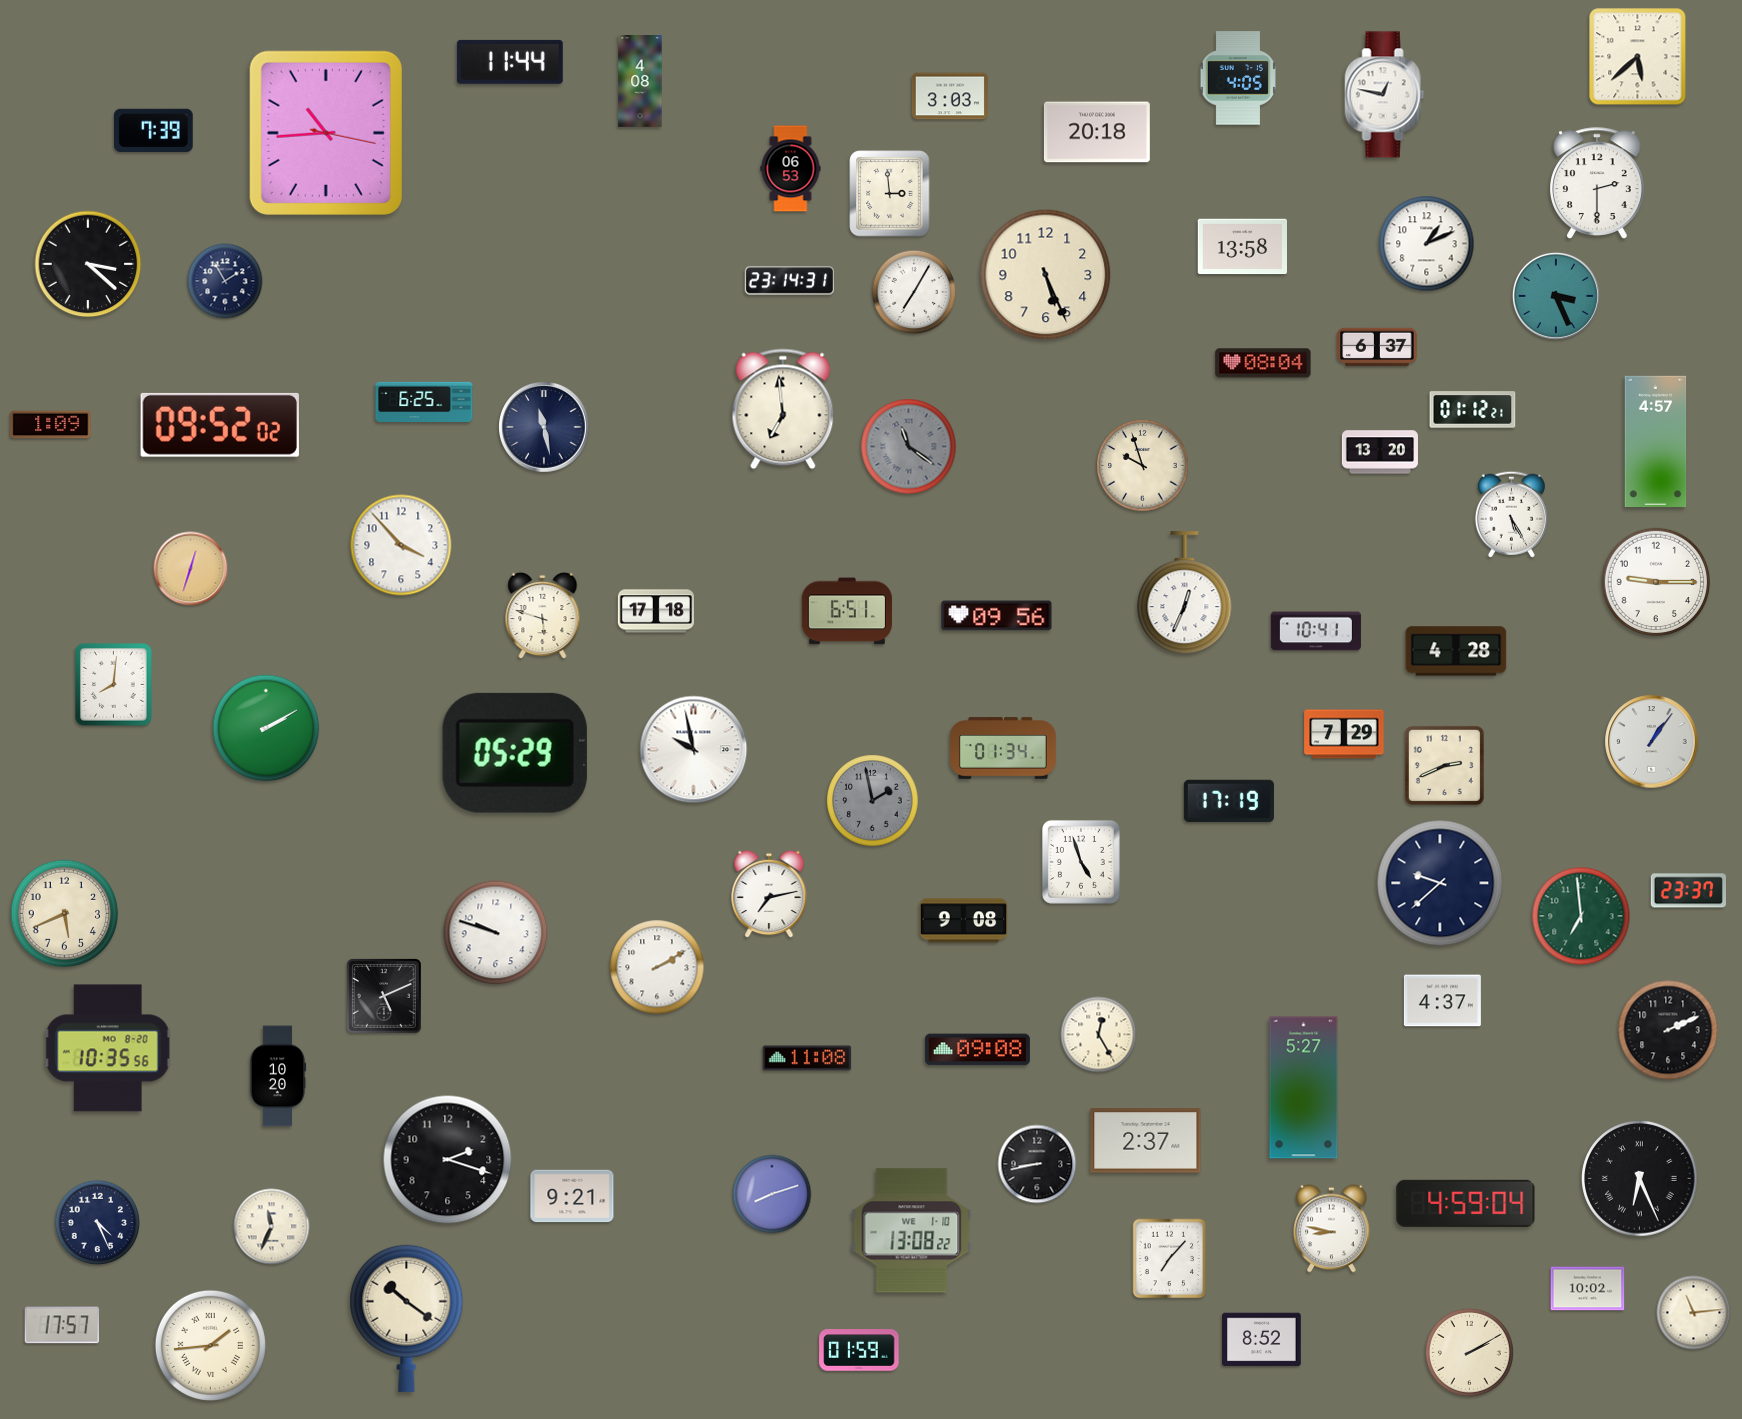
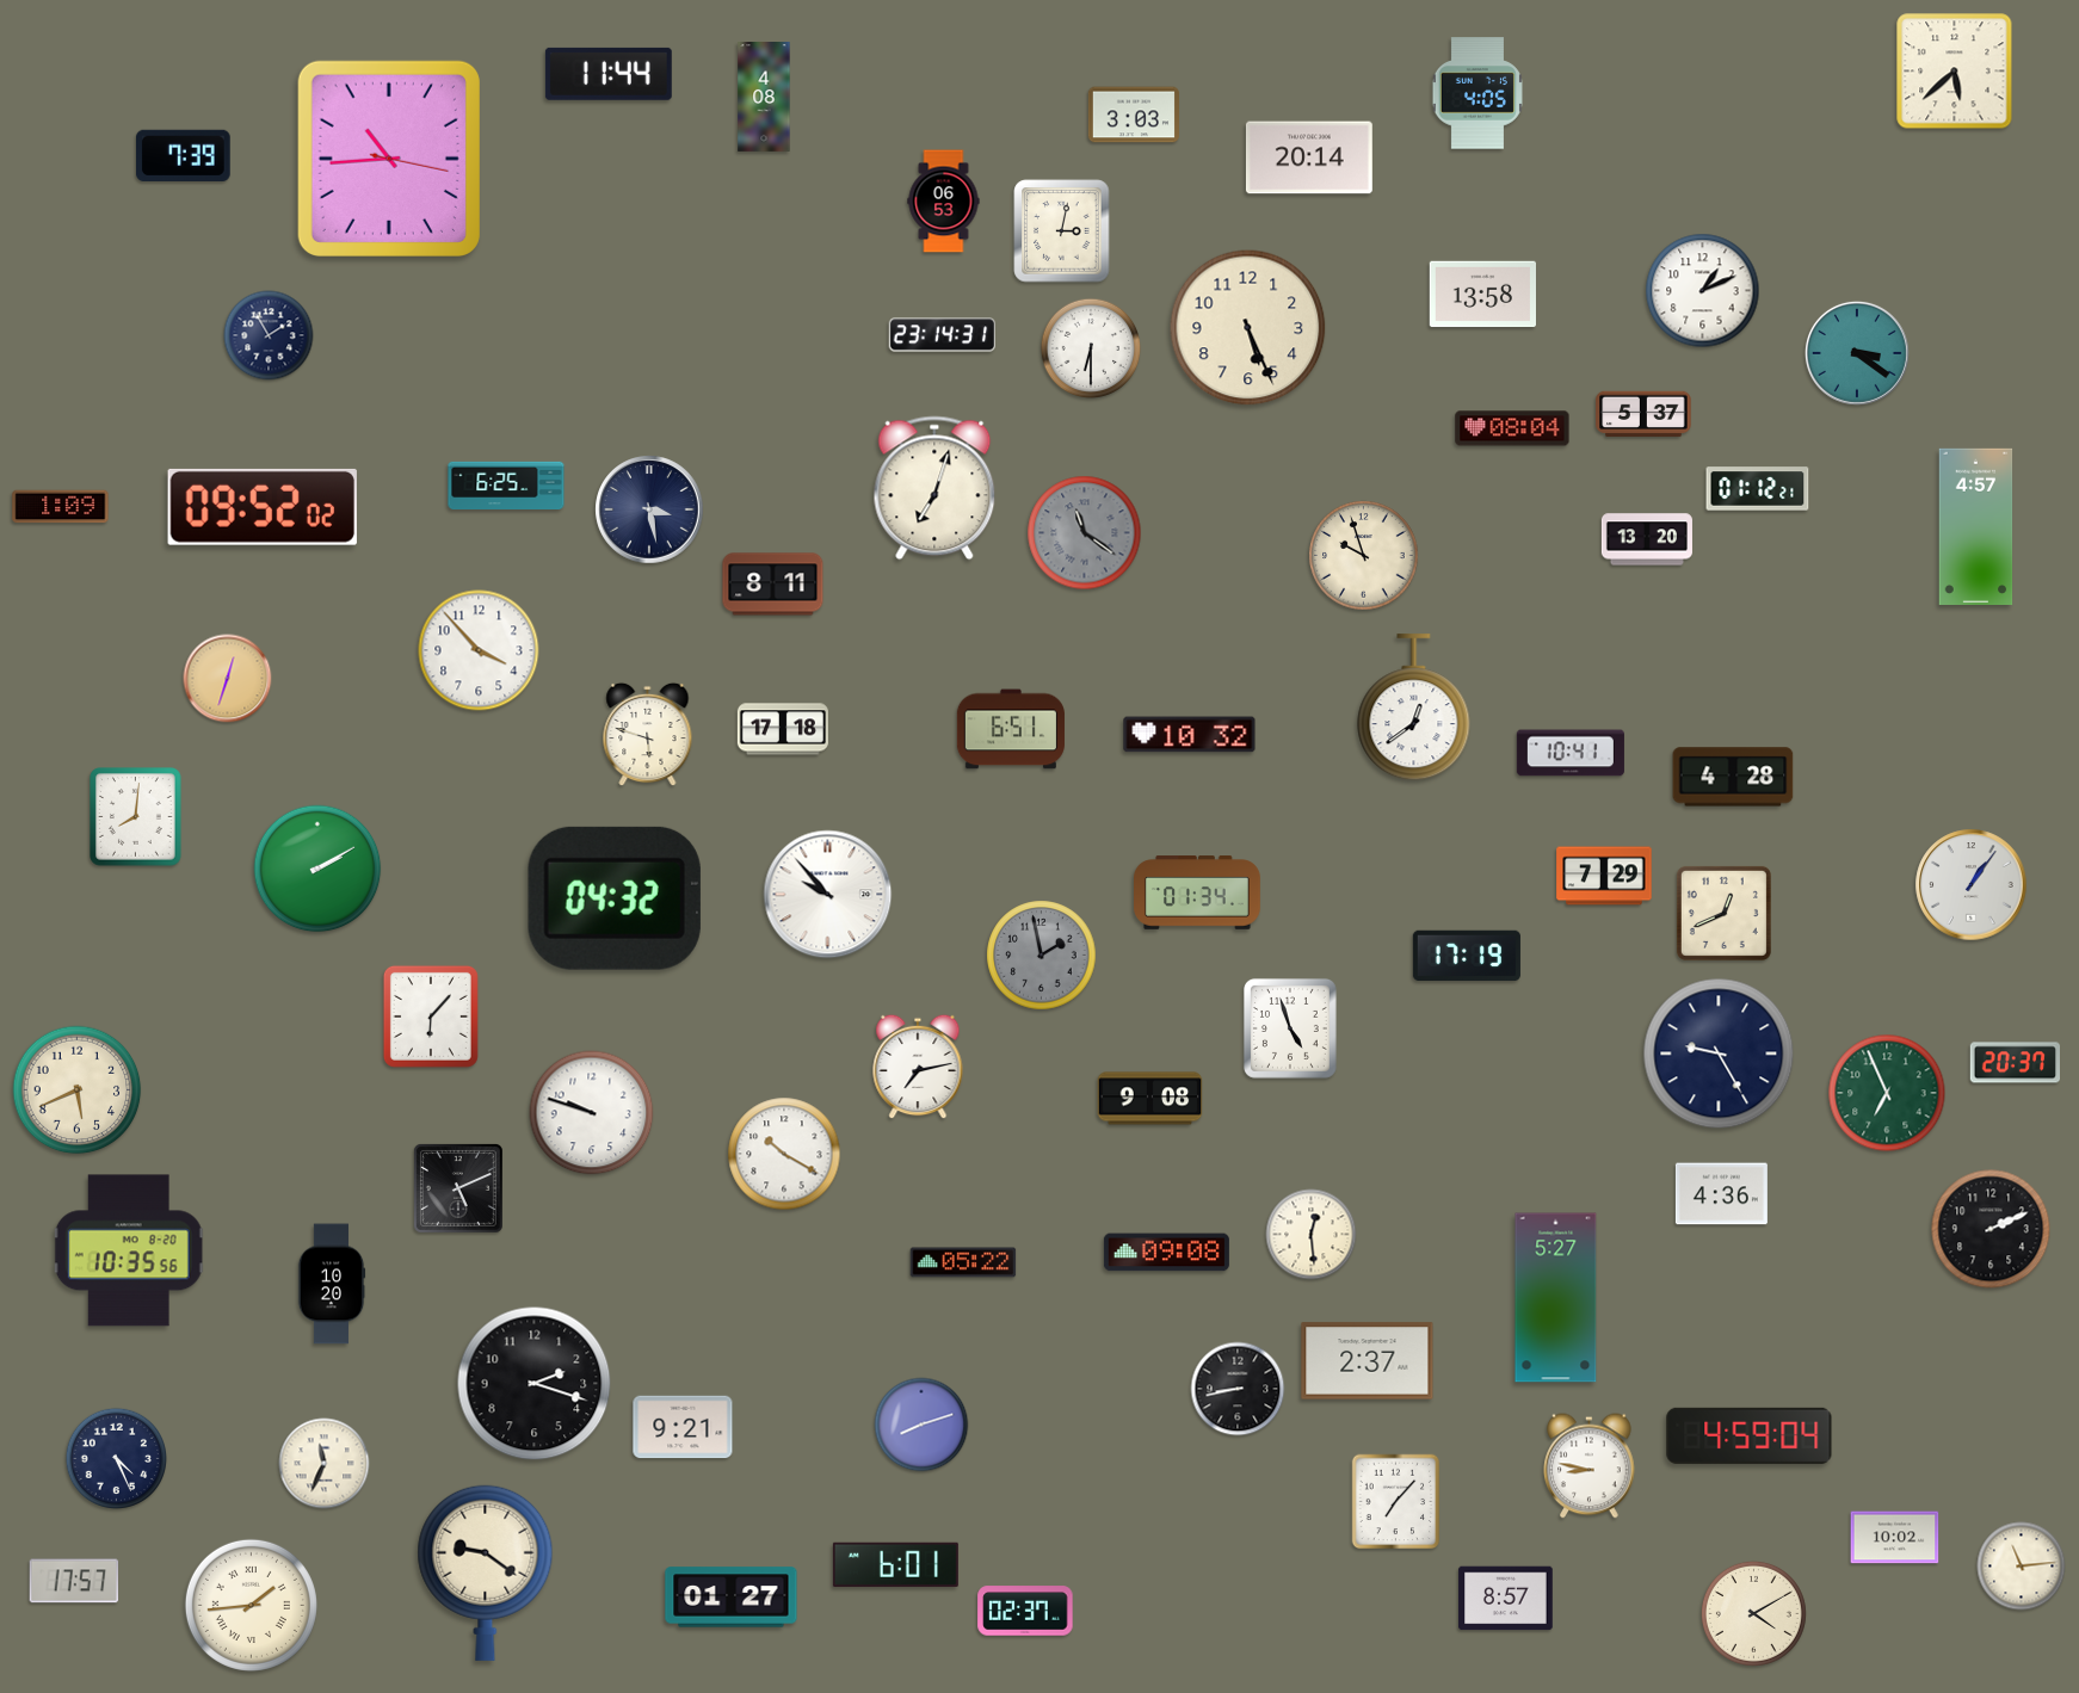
clock at (1638, 57) position: (1638, 57) -> (1955, 72)
clock at (1385, 95): 12:47 -> none
clock at (1097, 132): 20:18 -> 20:14
clock at (1597, 183): 2:30 -> none
clock at (890, 194): 2:59 -> 3:02
clock at (88, 264): 3:22 -> none
clock at (914, 292): 7:05 -> 6:30
clock at (1556, 296): 3:26 -> 3:21
clock at (1377, 347): 6:37 -> 5:37
clock at (1263, 363) position: (1263, 363) -> (1512, 428)
clock at (424, 402) position: (424, 402) -> (506, 486)
clock at (783, 409): 6:59 -> 7:03
clock at (544, 427): 11:28 -> 3:28
clock at (773, 585): none -> 8:11
clock at (1511, 514): 5:25 -> none
clock at (1656, 582): 9:15 -> none
clock at (1185, 593): 12:34 -> 12:39
clock at (997, 616): 09:56 -> 10:32
clock at (1456, 651) position: (1456, 651) -> (1733, 777)
clock at (694, 750): 9:58 -> 9:53
clock at (515, 753): 05:29 -> 04:32
clock at (1444, 765): 2:41 -> 12:41
clock at (431, 1017): none -> 6:07
clock at (1440, 883): 9:38 -> 9:25
clock at (1688, 891): 23:37 -> 20:37
clock at (1581, 916): 6:59 -> 6:56
clock at (657, 967): 2:10 -> 10:20
clock at (1442, 1001): 4:37 -> 4:36
clock at (1099, 1035): 12:25 -> 12:29
clock at (807, 1058): 11:08 -> 05:22
clock at (1640, 1179): 6:26 -> none
clock at (912, 1231): 13:08 -> none
clock at (895, 1564): none -> 6:01
clock at (407, 1318): 10:21 -> 9:21
clock at (732, 1598): none -> 01:27
clock at (1262, 1340): 8:52 -> 8:57
clock at (859, 1350): 01:59 -> 02:37
clock at (1469, 1352): 2:10 -> 4:10
